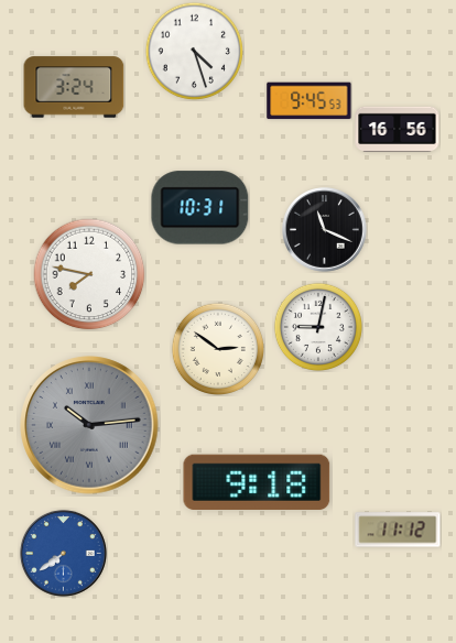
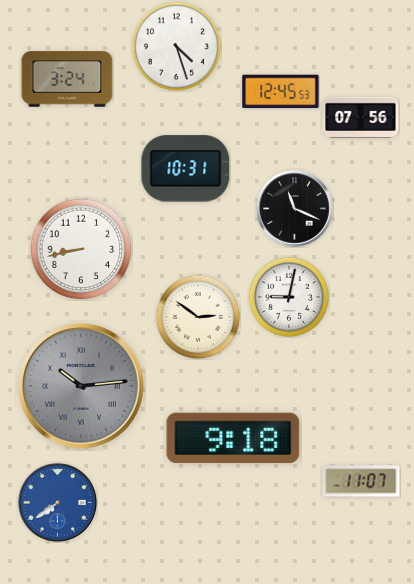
clock at (310, 101): 9:45 -> 12:45
clock at (398, 129): 16:56 -> 07:56
clock at (200, 208) position: (200, 208) -> (186, 169)
clock at (89, 274): 7:47 -> 8:43
clock at (398, 530): 11:12 -> 11:07
